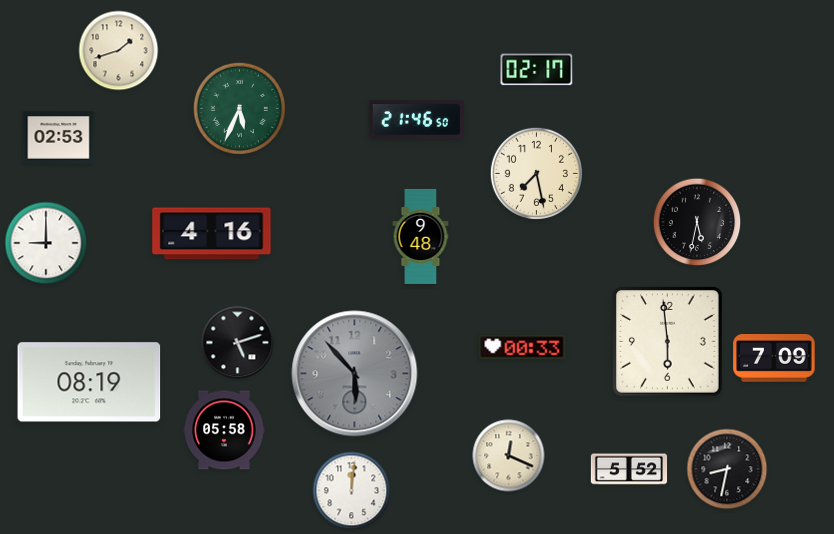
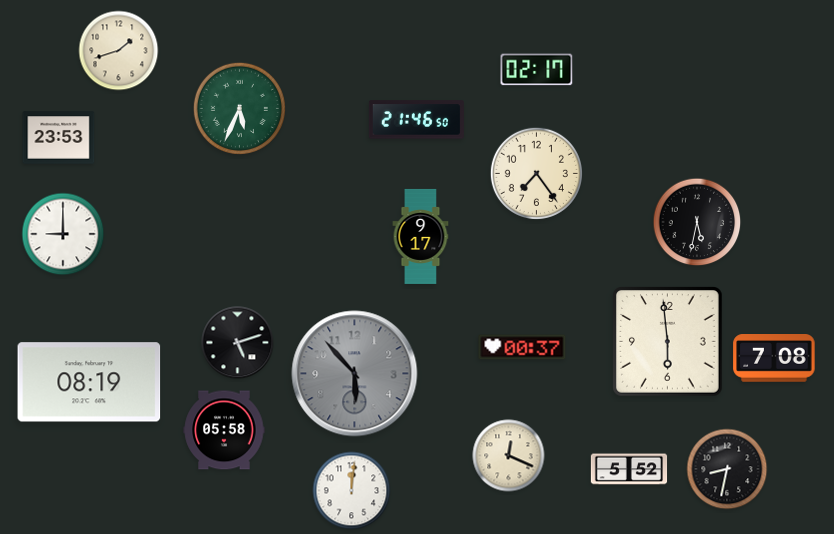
clock at (59, 138): 02:53 -> 23:53
clock at (536, 173): 7:28 -> 7:24
clock at (212, 234): 4:16 -> none
clock at (421, 236): 9:48 -> 9:17
clock at (46, 243) position: (46, 243) -> (63, 234)
clock at (522, 347): 00:33 -> 00:37
clock at (774, 359): 7:09 -> 7:08
